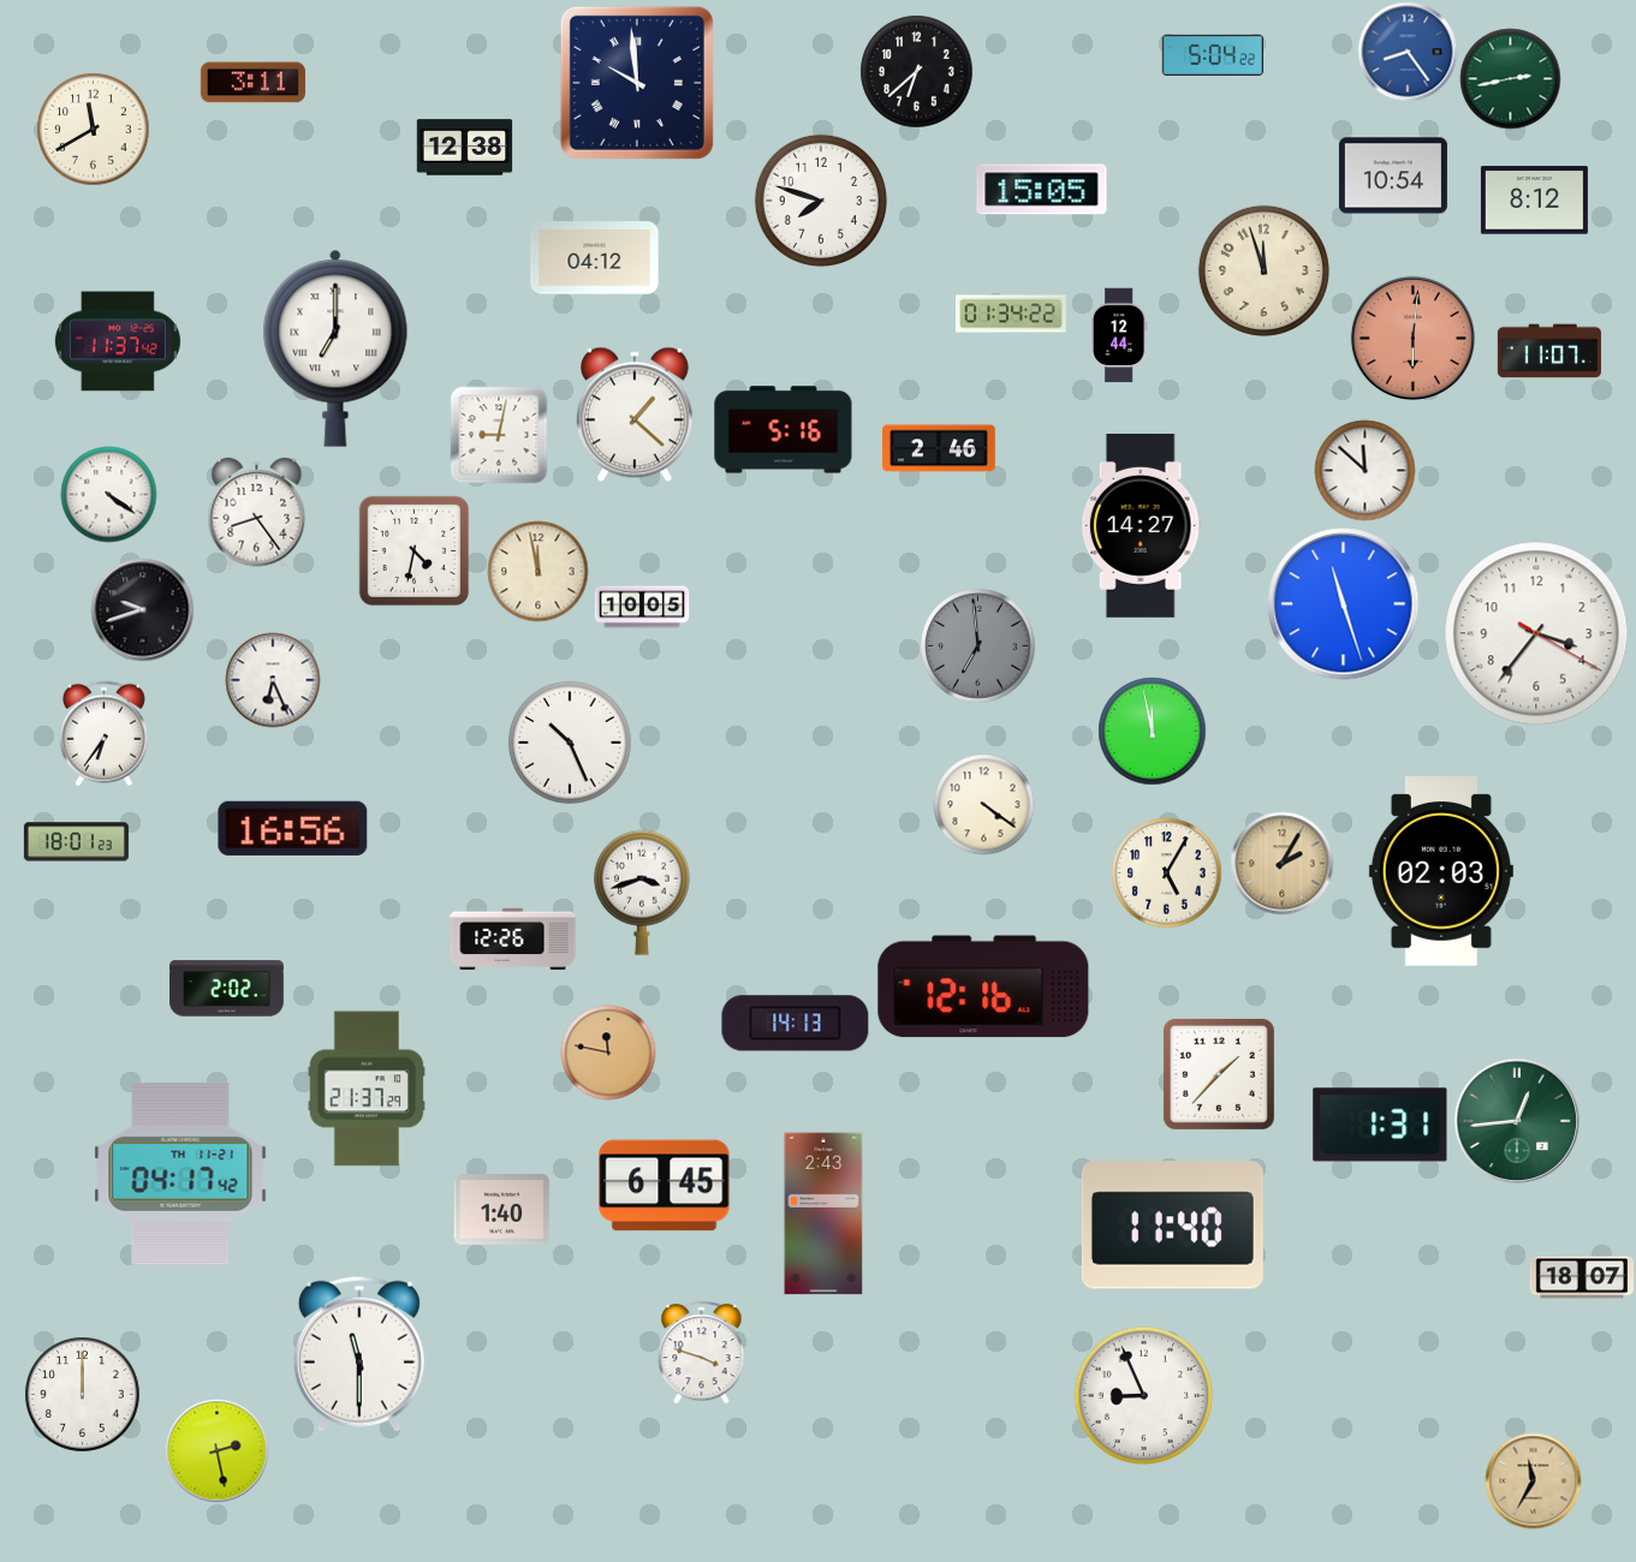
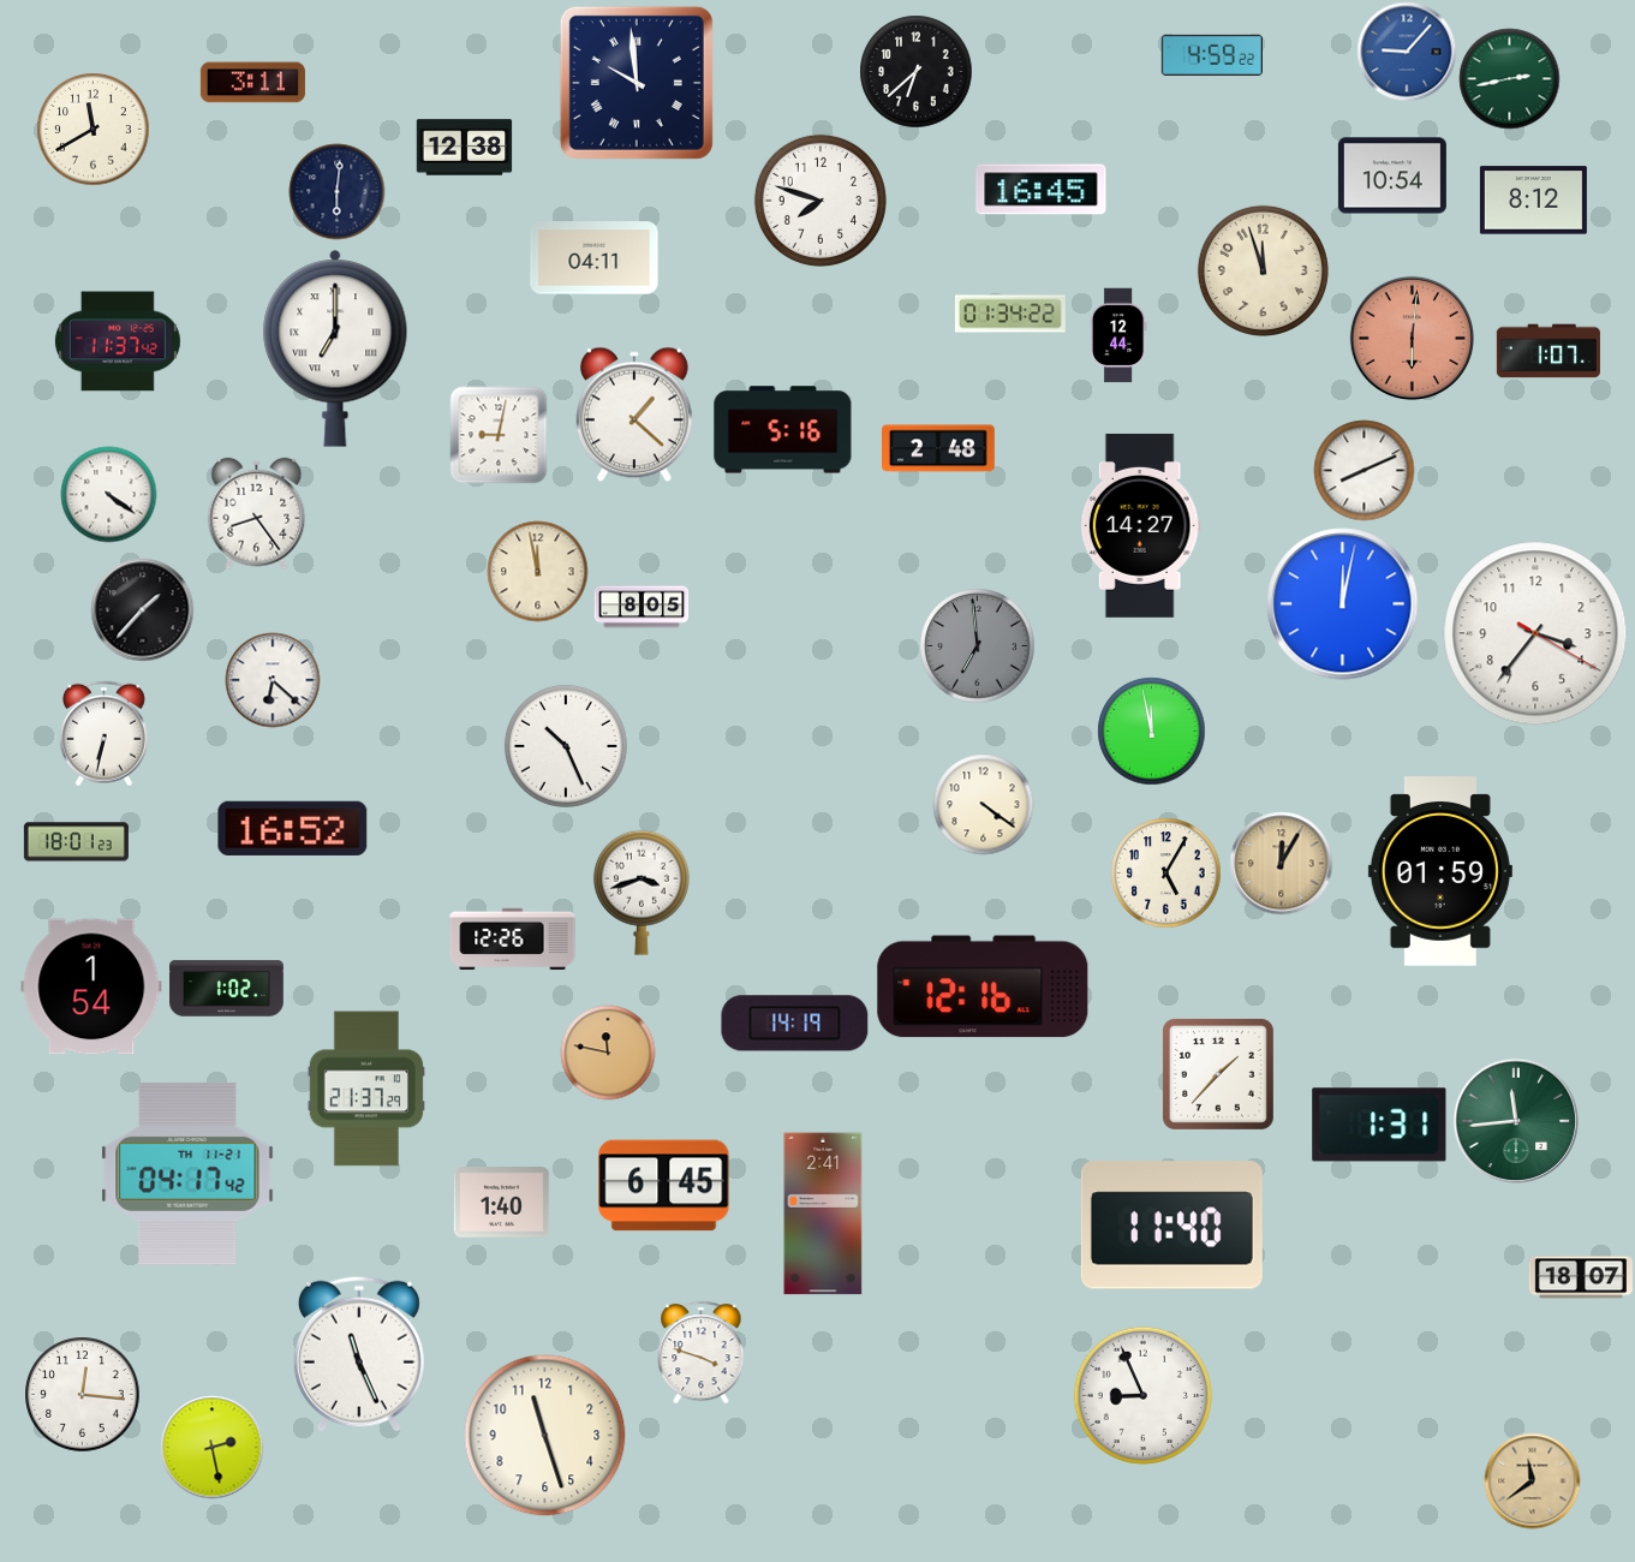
clock at (1408, 52): 8:24 -> 9:07
clock at (1213, 55): 5:04 -> 4:59
clock at (1042, 190): 15:05 -> 16:45
clock at (336, 191): none -> 6:01
clock at (595, 258): 04:12 -> 04:11
clock at (1549, 351): 11:07 -> 1:07
clock at (940, 448): 2:46 -> 2:48
clock at (1364, 470): 11:52 -> 8:11
clock at (414, 550): 4:32 -> none
clock at (1344, 604): 11:27 -> 12:02
clock at (642, 607): 10:05 -> 8:05
clock at (142, 609): 9:42 -> 1:37
clock at (273, 680): 6:26 -> 6:22
clock at (103, 733): 6:36 -> 6:32
clock at (570, 743) position: (570, 743) -> (566, 746)
clock at (293, 828): 16:56 -> 16:52
clock at (1281, 863): 2:05 -> 12:05
clock at (1441, 871): 02:03 -> 01:59
clock at (91, 986): none -> 1:54
clock at (227, 989): 2:02 -> 1:02
clock at (796, 1024): 14:13 -> 14:19
clock at (1516, 1120): 12:44 -> 11:44
clock at (180, 1174) position: (180, 1174) -> (187, 1174)
clock at (501, 1210) position: (501, 1210) -> (501, 1203)
clock at (823, 1214): 2:43 -> 2:41
clock at (359, 1354): 11:30 -> 11:26
clock at (82, 1394): 12:00 -> 12:16
clock at (545, 1436): none -> 11:27
clock at (216, 1450) position: (216, 1450) -> (211, 1447)
clock at (1533, 1480): 11:35 -> 11:39
